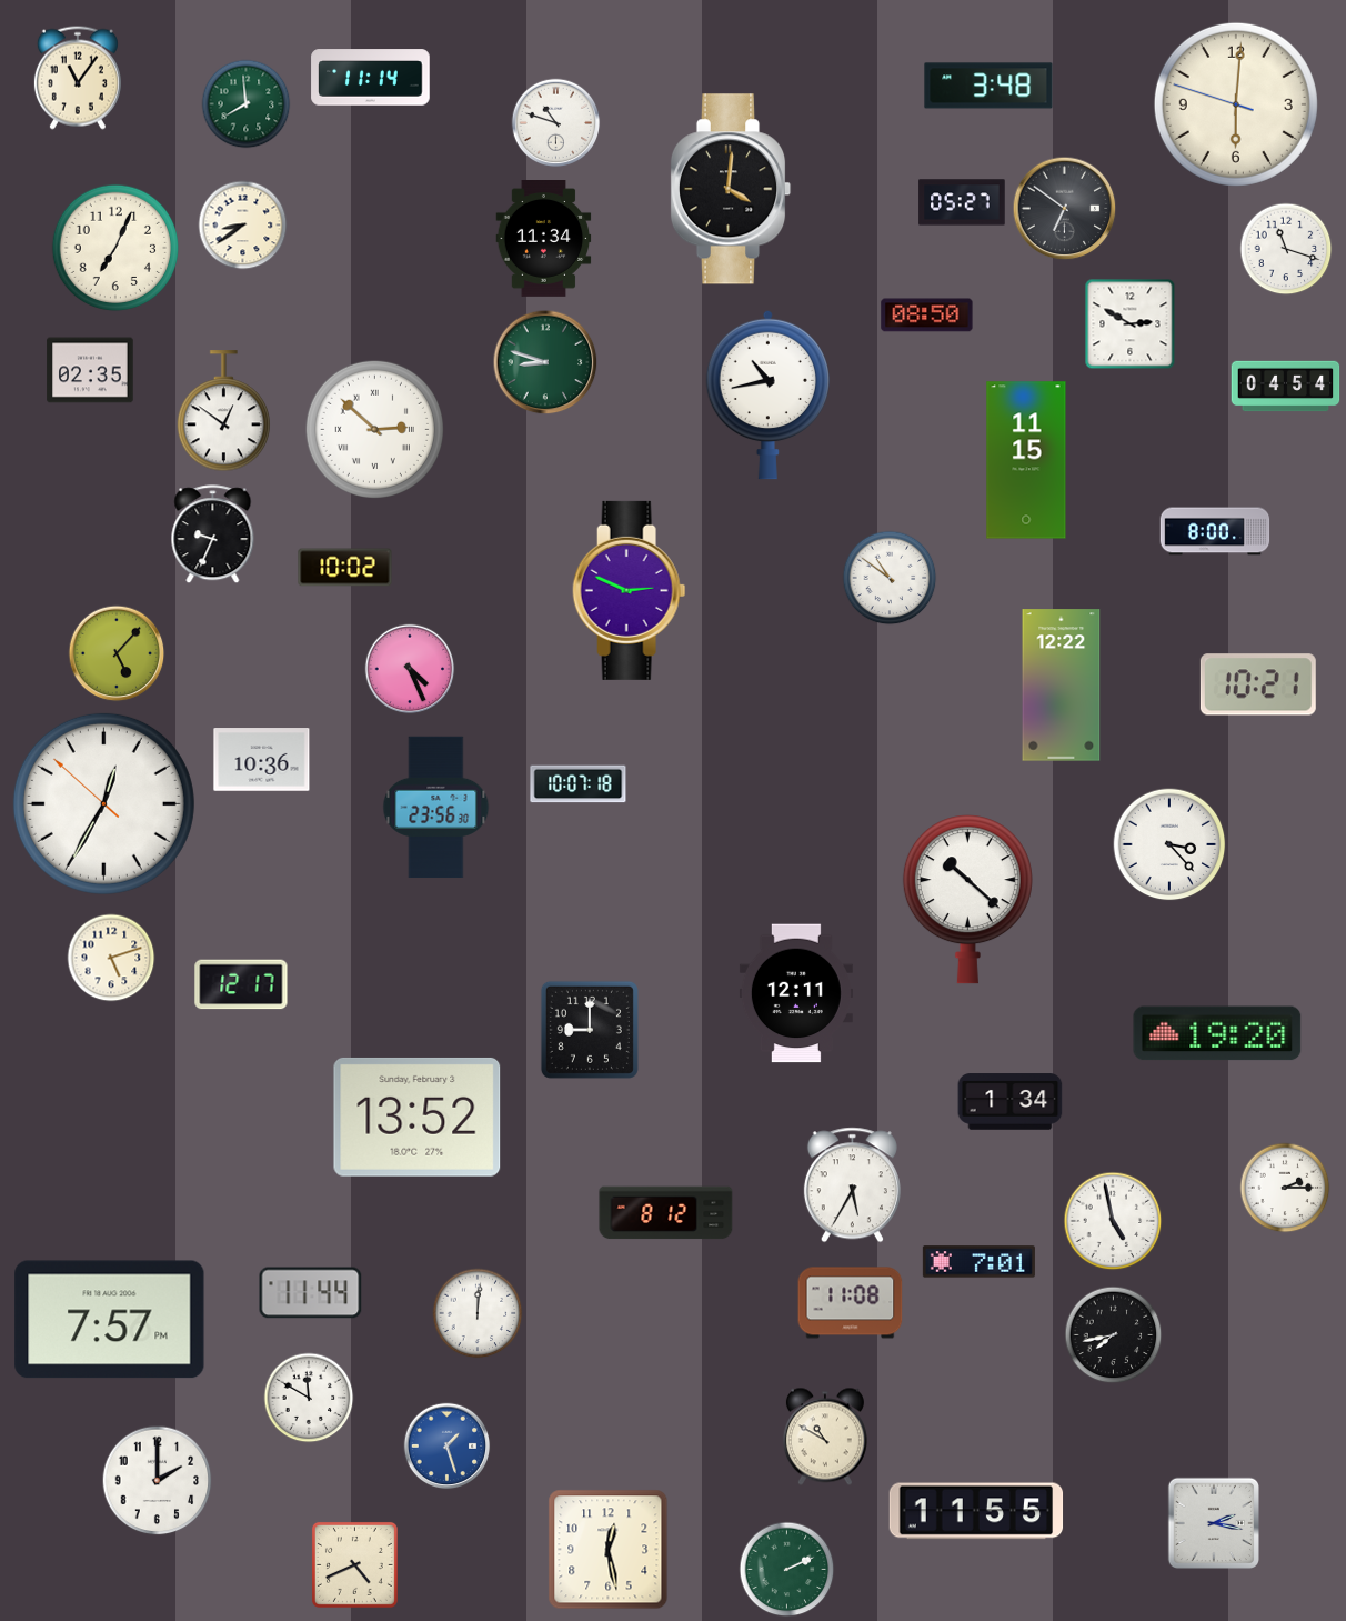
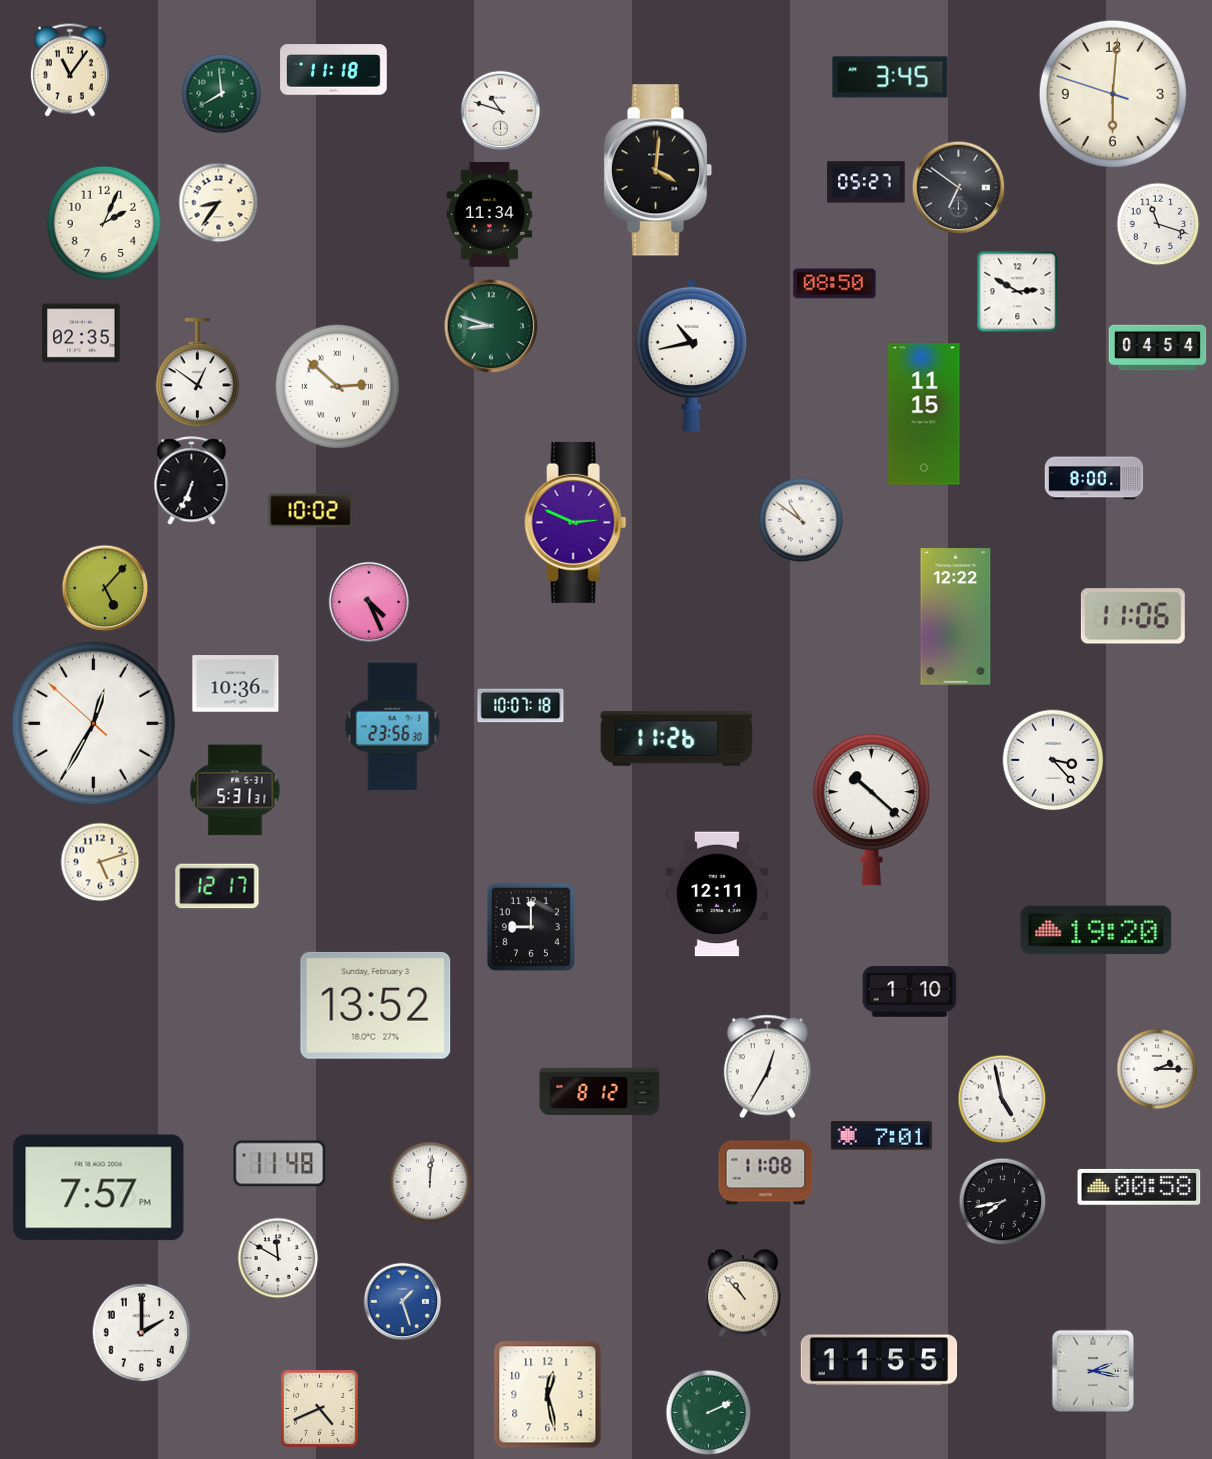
clock at (371, 78): 11:14 -> 11:18
clock at (988, 86): 3:48 -> 3:45
clock at (243, 226): 8:39 -> 8:36
clock at (115, 248): 7:04 -> 2:04
clock at (223, 411) position: (223, 411) -> (197, 373)
clock at (213, 534): 9:34 -> 6:34
clock at (630, 590) position: (630, 590) -> (576, 522)
clock at (1258, 684): 10:21 -> 11:06
clock at (677, 739): none -> 11:26
clock at (235, 790): none -> 5:31
clock at (1011, 1102): 1:34 -> 1:10
clock at (852, 1185): 5:35 -> 12:35
clock at (311, 1293): 11:44 -> 11:48
clock at (1139, 1187): none -> 00:58
clock at (825, 1437): 10:50 -> 10:53
